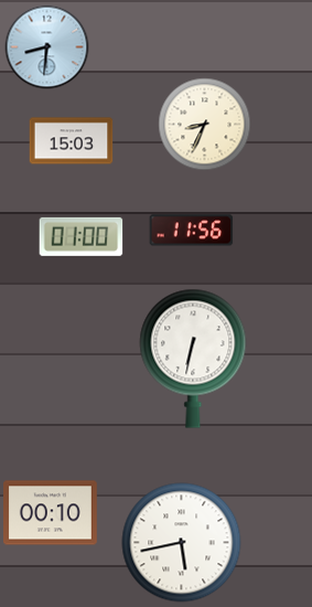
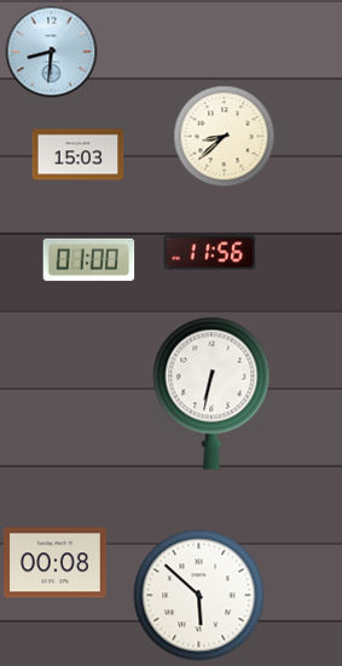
clock at (205, 125): 8:34 -> 8:38
clock at (51, 513): 00:10 -> 00:08
clock at (182, 543): 5:43 -> 5:52
